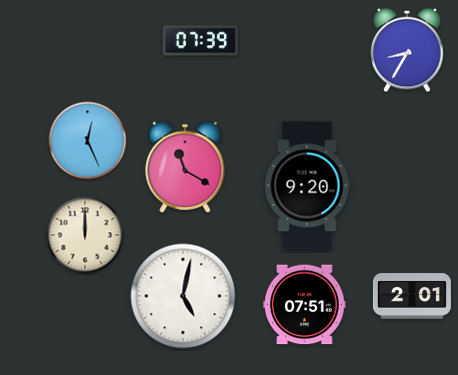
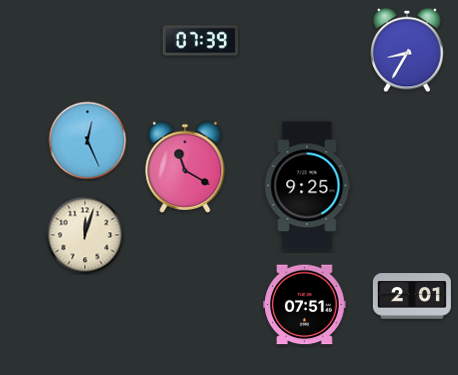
clock at (308, 186): 9:20 -> 9:25
clock at (85, 235): 12:00 -> 12:03
clock at (183, 296): 5:02 -> none
